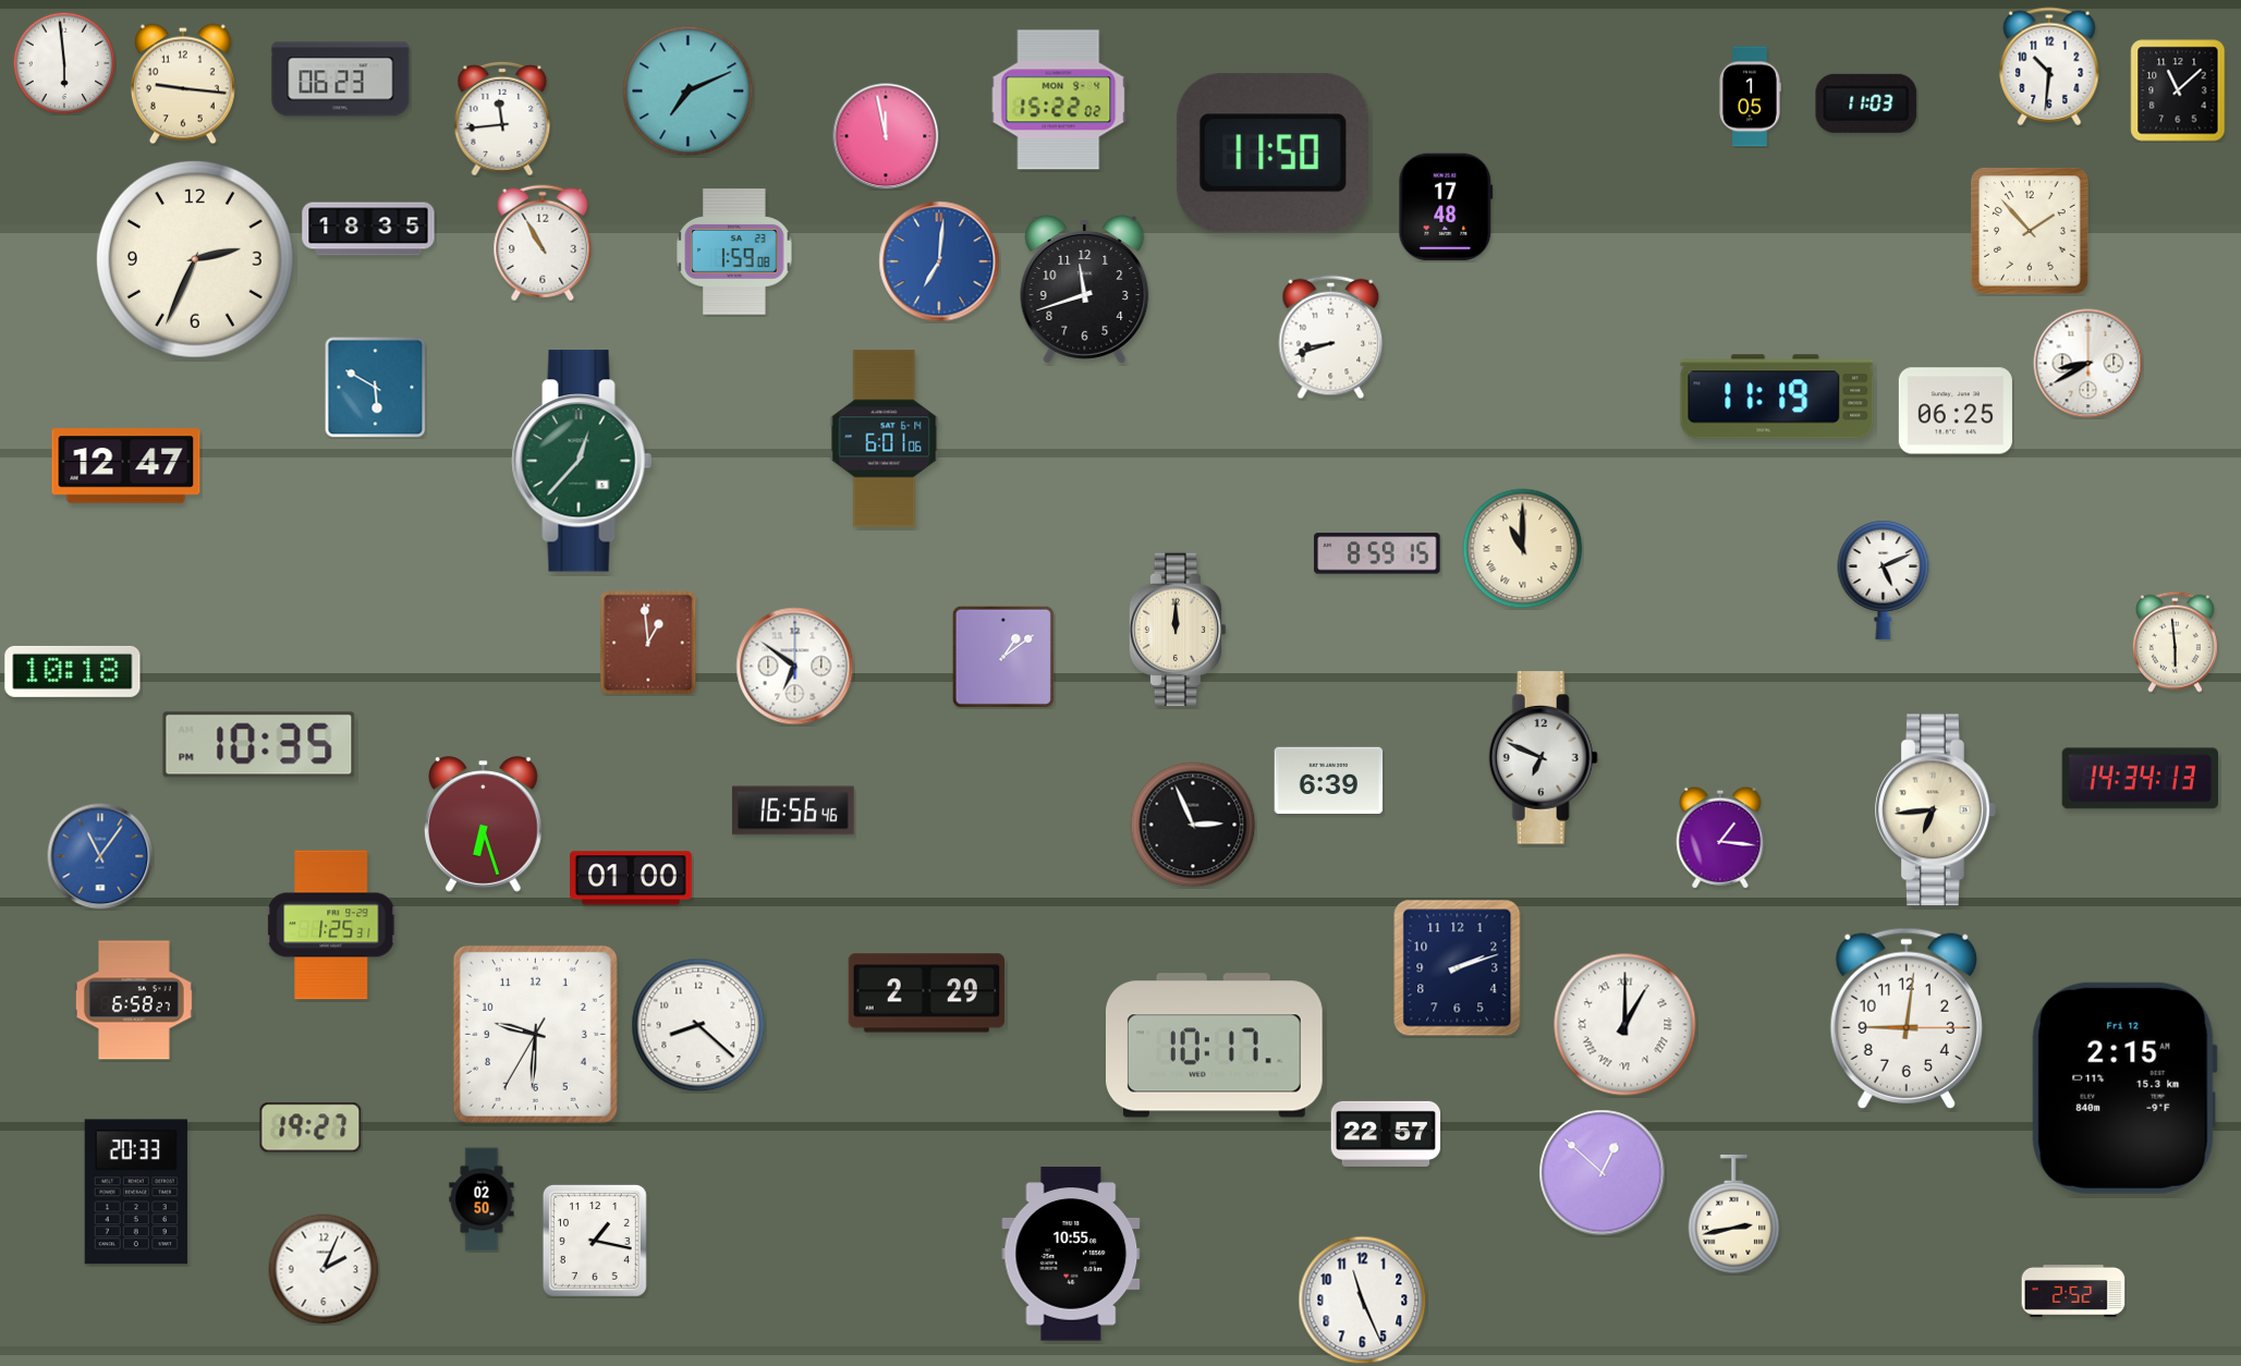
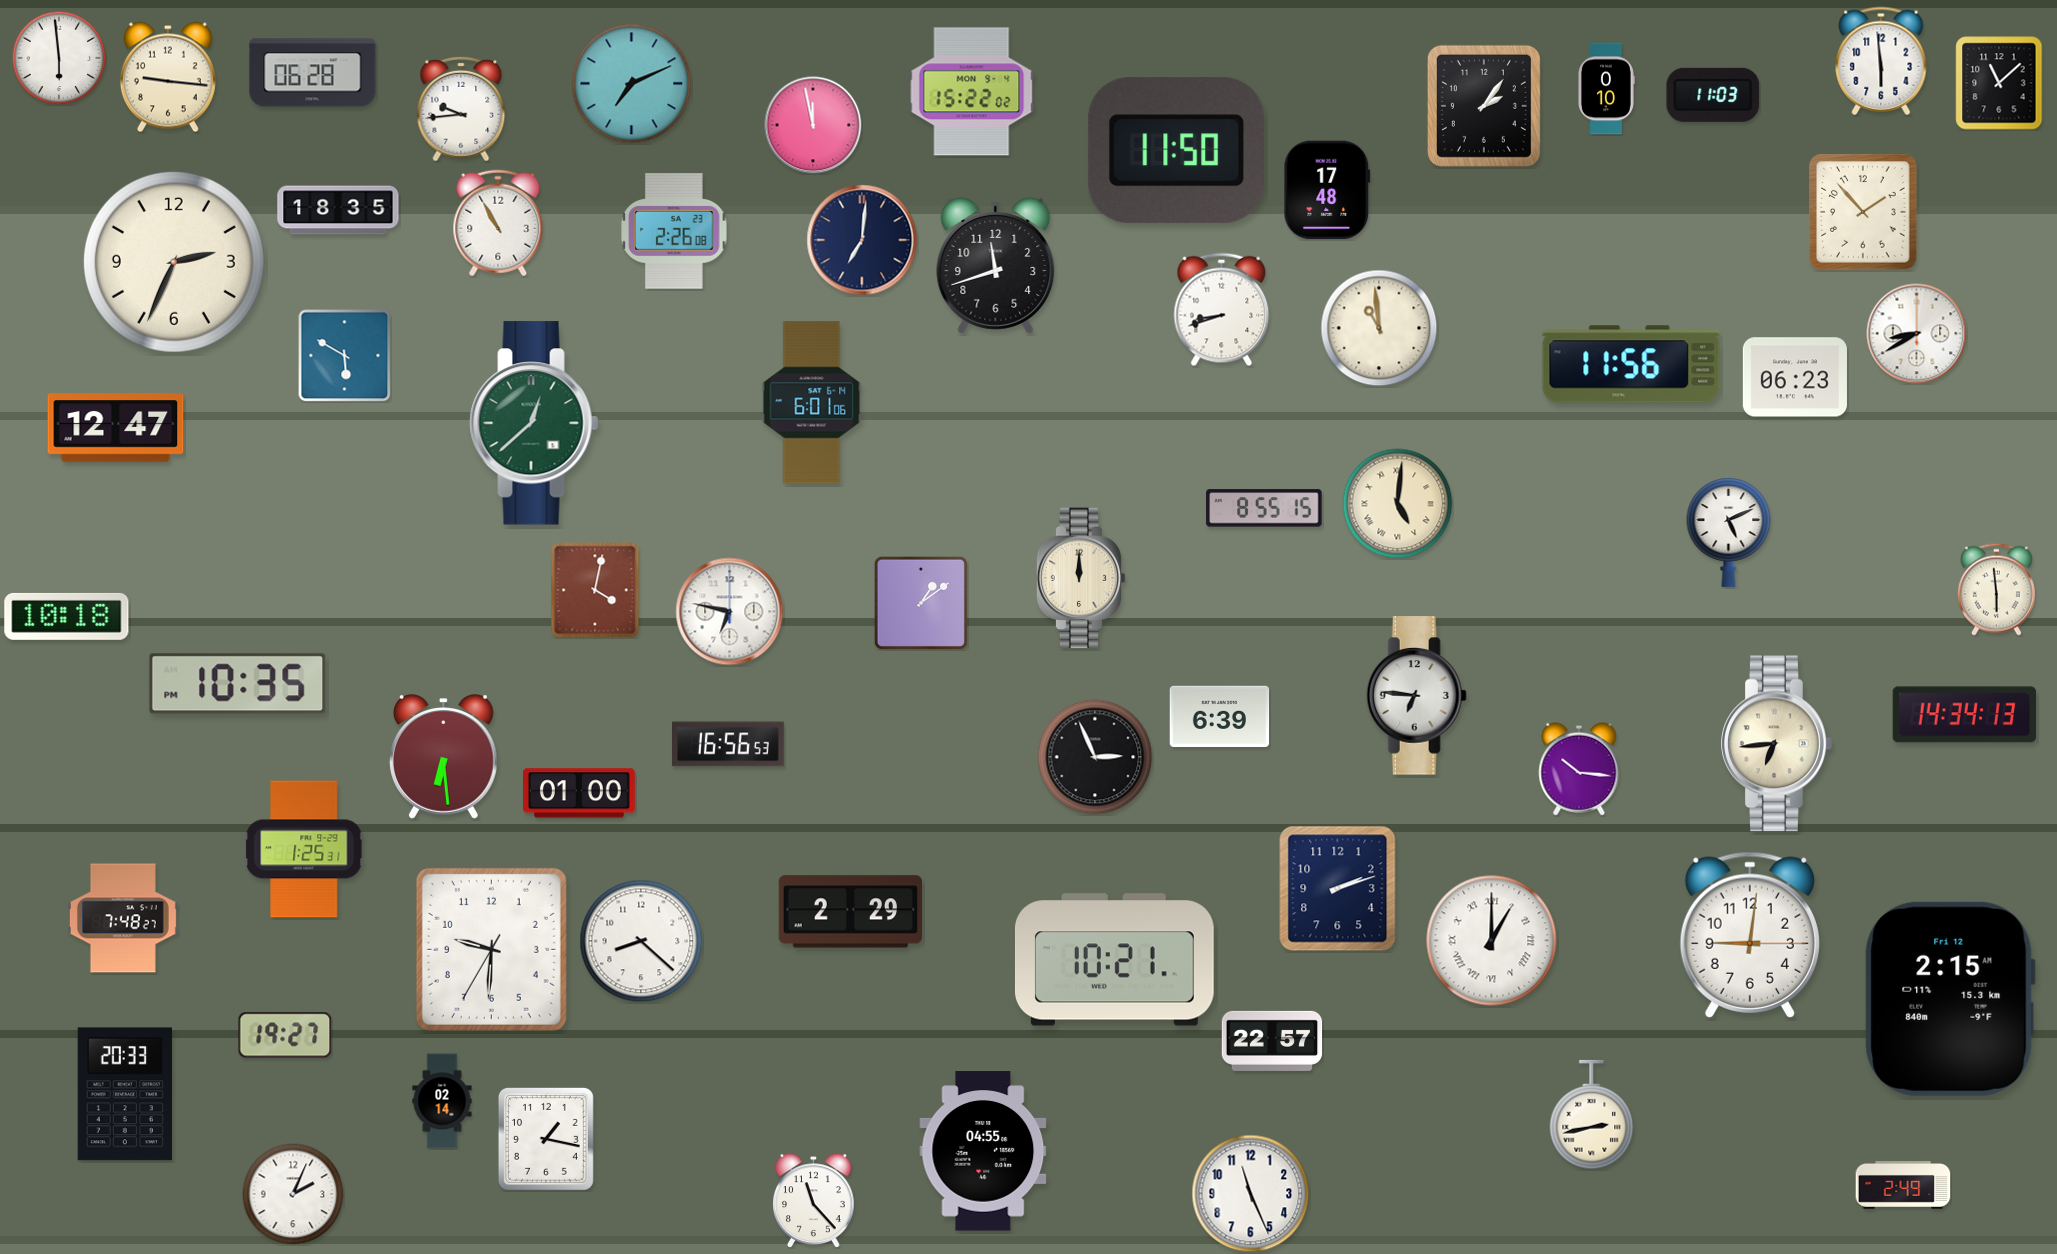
clock at (2049, 66): 10:31 -> 5:59
clock at (341, 80): 06:23 -> 06:28
clock at (1751, 97): 1:05 -> 0:10
clock at (1484, 106): none -> 2:06
clock at (502, 119): 11:44 -> 9:44
clock at (1272, 154) position: (1272, 154) -> (1176, 151)
clock at (734, 252): 1:59 -> 2:26
clock at (195, 259) position: (195, 259) -> (174, 262)
clock at (939, 261) dial: blue -> navy
clock at (1379, 328): none -> 10:59
clock at (1777, 397): 11:19 -> 11:56
clock at (1956, 411): 06:25 -> 06:23
clock at (582, 461): 12:37 -> 12:38
clock at (1523, 549): 11:00 -> 5:01
clock at (1377, 553): 8:59 -> 8:55
clock at (648, 643): 12:59 -> 4:02
clock at (795, 667): 6:51 -> 6:47
clock at (1543, 758): 6:49 -> 6:46
clock at (794, 810): 16:56:46 -> 16:56:53
clock at (483, 825): 6:27 -> 6:29
clock at (1720, 838): 1:16 -> 10:16
clock at (100, 856): 11:06 -> none
clock at (632, 878) position: (632, 878) -> (580, 793)
clock at (134, 1000): 6:58 -> 7:48
clock at (1214, 1046): 10:17 -> 10:21
clock at (1603, 1173): 12:52 -> none
clock at (482, 1199): 02:50 -> 02:14
clock at (1071, 1254): 10:55 -> 04:55
clock at (324, 1269) position: (324, 1269) -> (293, 1194)
clock at (2073, 1292): 2:52 -> 2:49
clock at (814, 1200): none -> 11:23
